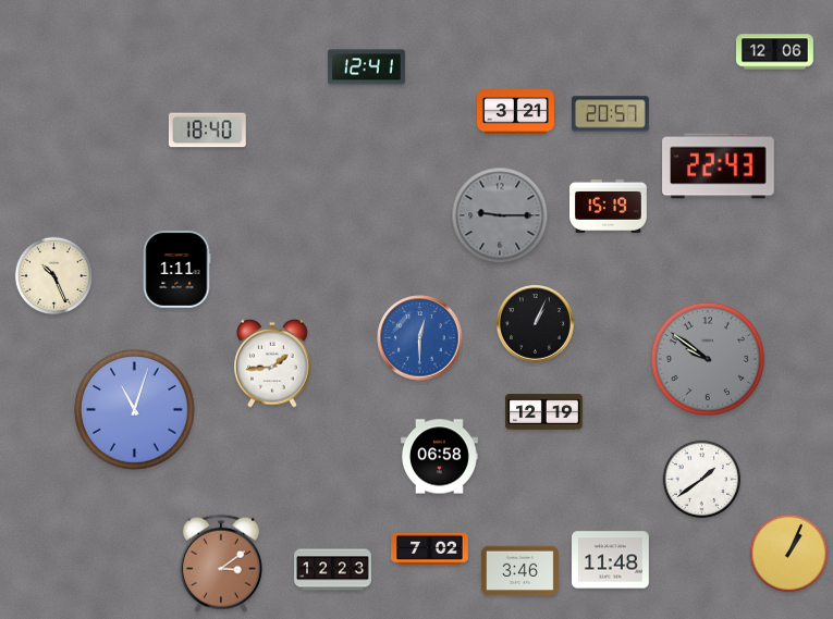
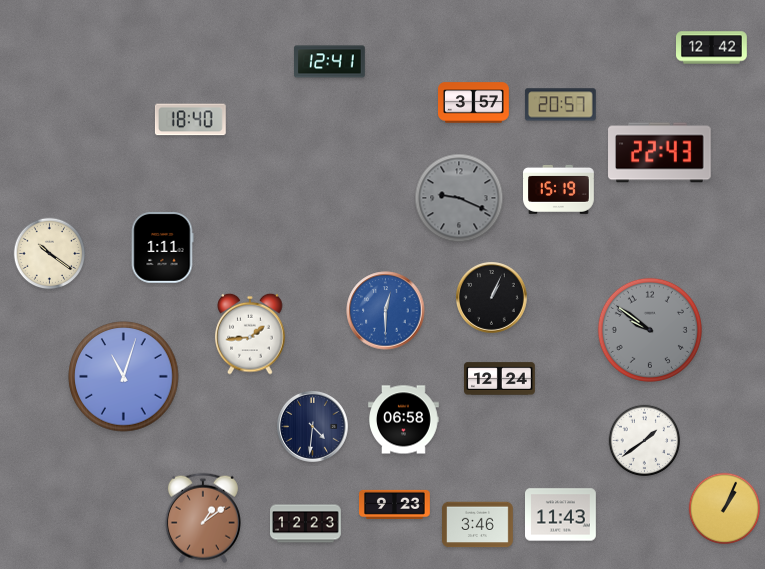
clock at (775, 52): 12:06 -> 12:42
clock at (367, 67) position: (367, 67) -> (330, 62)
clock at (516, 112): 3:21 -> 3:57
clock at (500, 215): 9:15 -> 9:19
clock at (54, 276): 10:26 -> 10:21
clock at (544, 412): 12:19 -> 12:24
clock at (313, 427): none -> 4:31
clock at (430, 548): 7:02 -> 9:23
clock at (611, 560): 11:48 -> 11:43
clock at (221, 564): 3:09 -> 1:09
